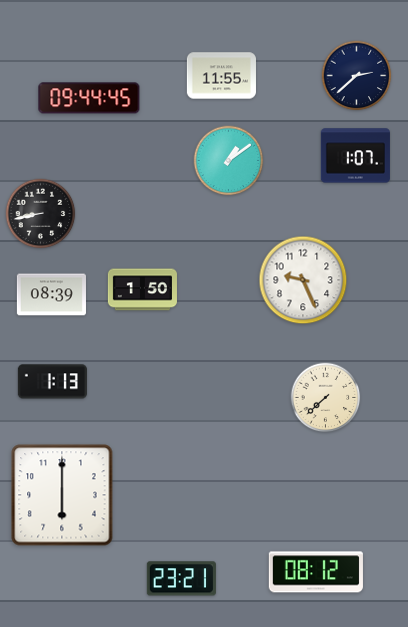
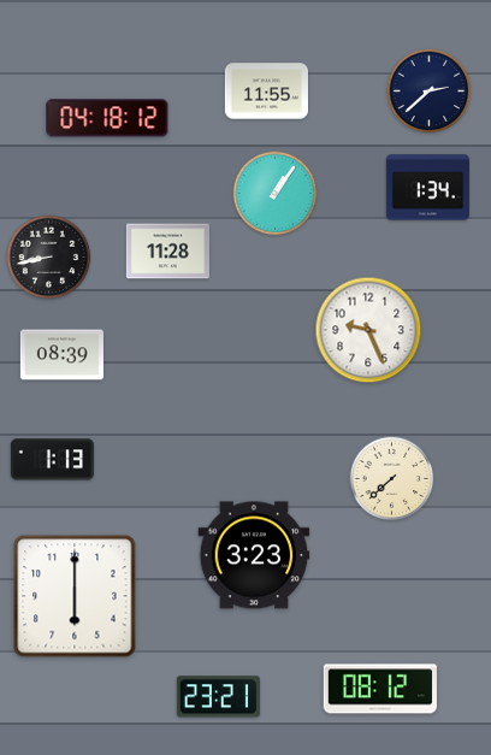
clock at (89, 98): 09:44 -> 04:18
clock at (355, 156): 1:07 -> 1:34
clock at (229, 161): 1:09 -> 1:06
clock at (167, 252): none -> 11:28
clock at (303, 280) position: (303, 280) -> (368, 330)
clock at (142, 290): 1:50 -> none
clock at (52, 382) position: (52, 382) -> (52, 460)
clock at (254, 555): none -> 3:23
